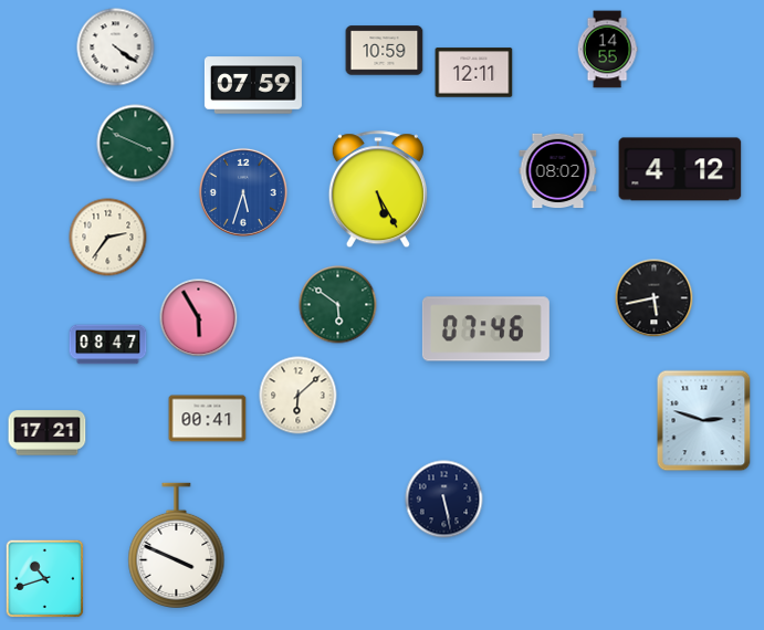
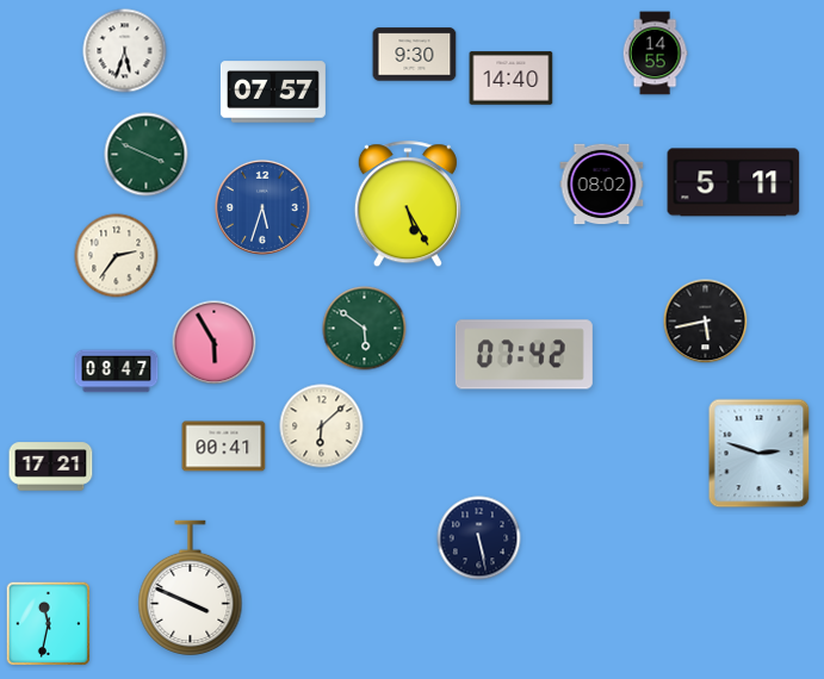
clock at (116, 48): 4:21 -> 5:33
clock at (385, 51): 10:59 -> 9:30
clock at (474, 73): 12:11 -> 14:40
clock at (253, 85): 07:59 -> 07:57
clock at (680, 169): 4:12 -> 5:11
clock at (485, 329): 07:46 -> 07:42
clock at (208, 419) position: (208, 419) -> (224, 447)
clock at (45, 579): 10:42 -> 11:32
